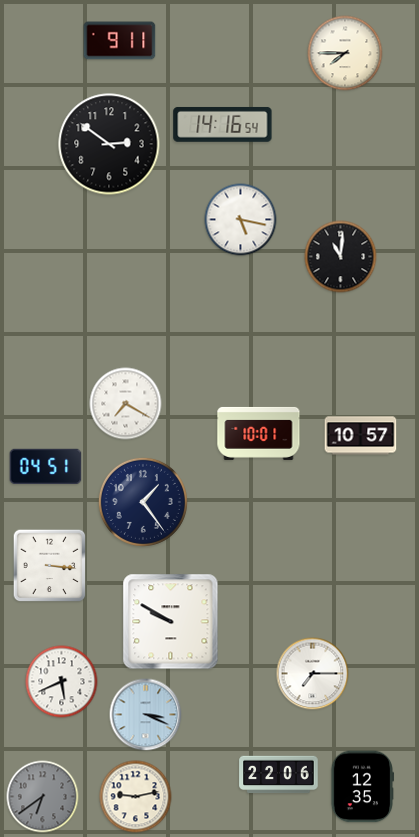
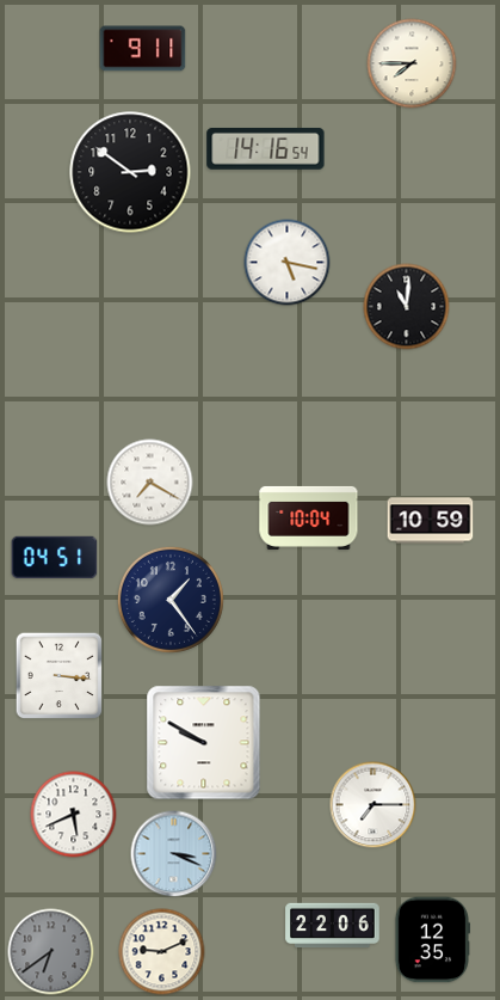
clock at (259, 433): 10:01 -> 10:04
clock at (361, 436): 10:57 -> 10:59
clock at (136, 797): 9:13 -> 9:11
